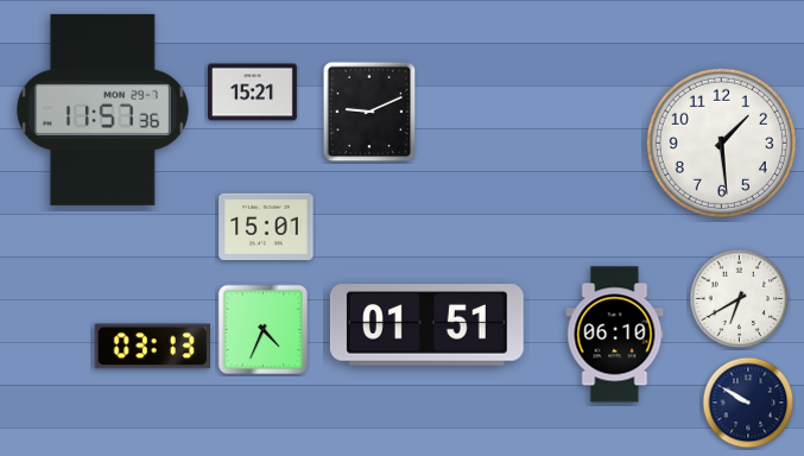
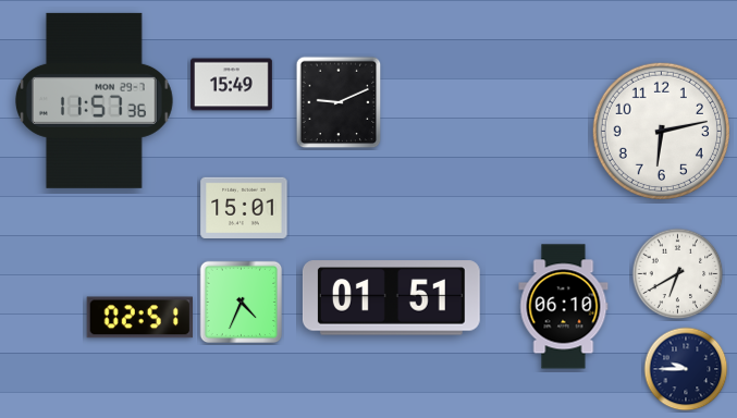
clock at (253, 93): 15:21 -> 15:49
clock at (721, 142): 1:29 -> 6:13
clock at (152, 347): 03:13 -> 02:51
clock at (748, 403): 9:50 -> 9:45
